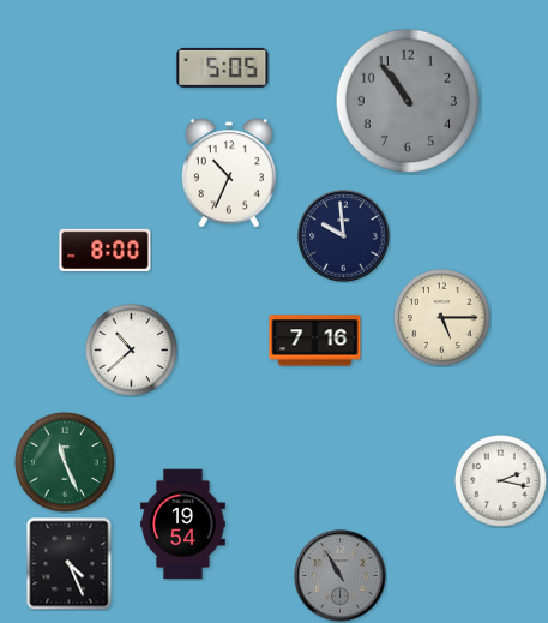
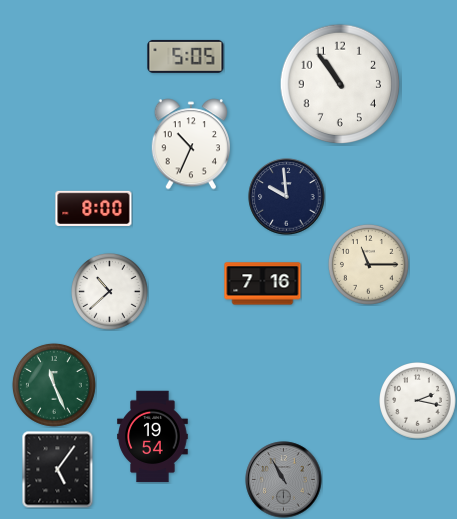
clock at (408, 101) dial: grey -> white
clock at (106, 250) position: (106, 250) -> (94, 208)
clock at (441, 317): 5:15 -> 11:15
clock at (70, 563): 4:26 -> 5:06
